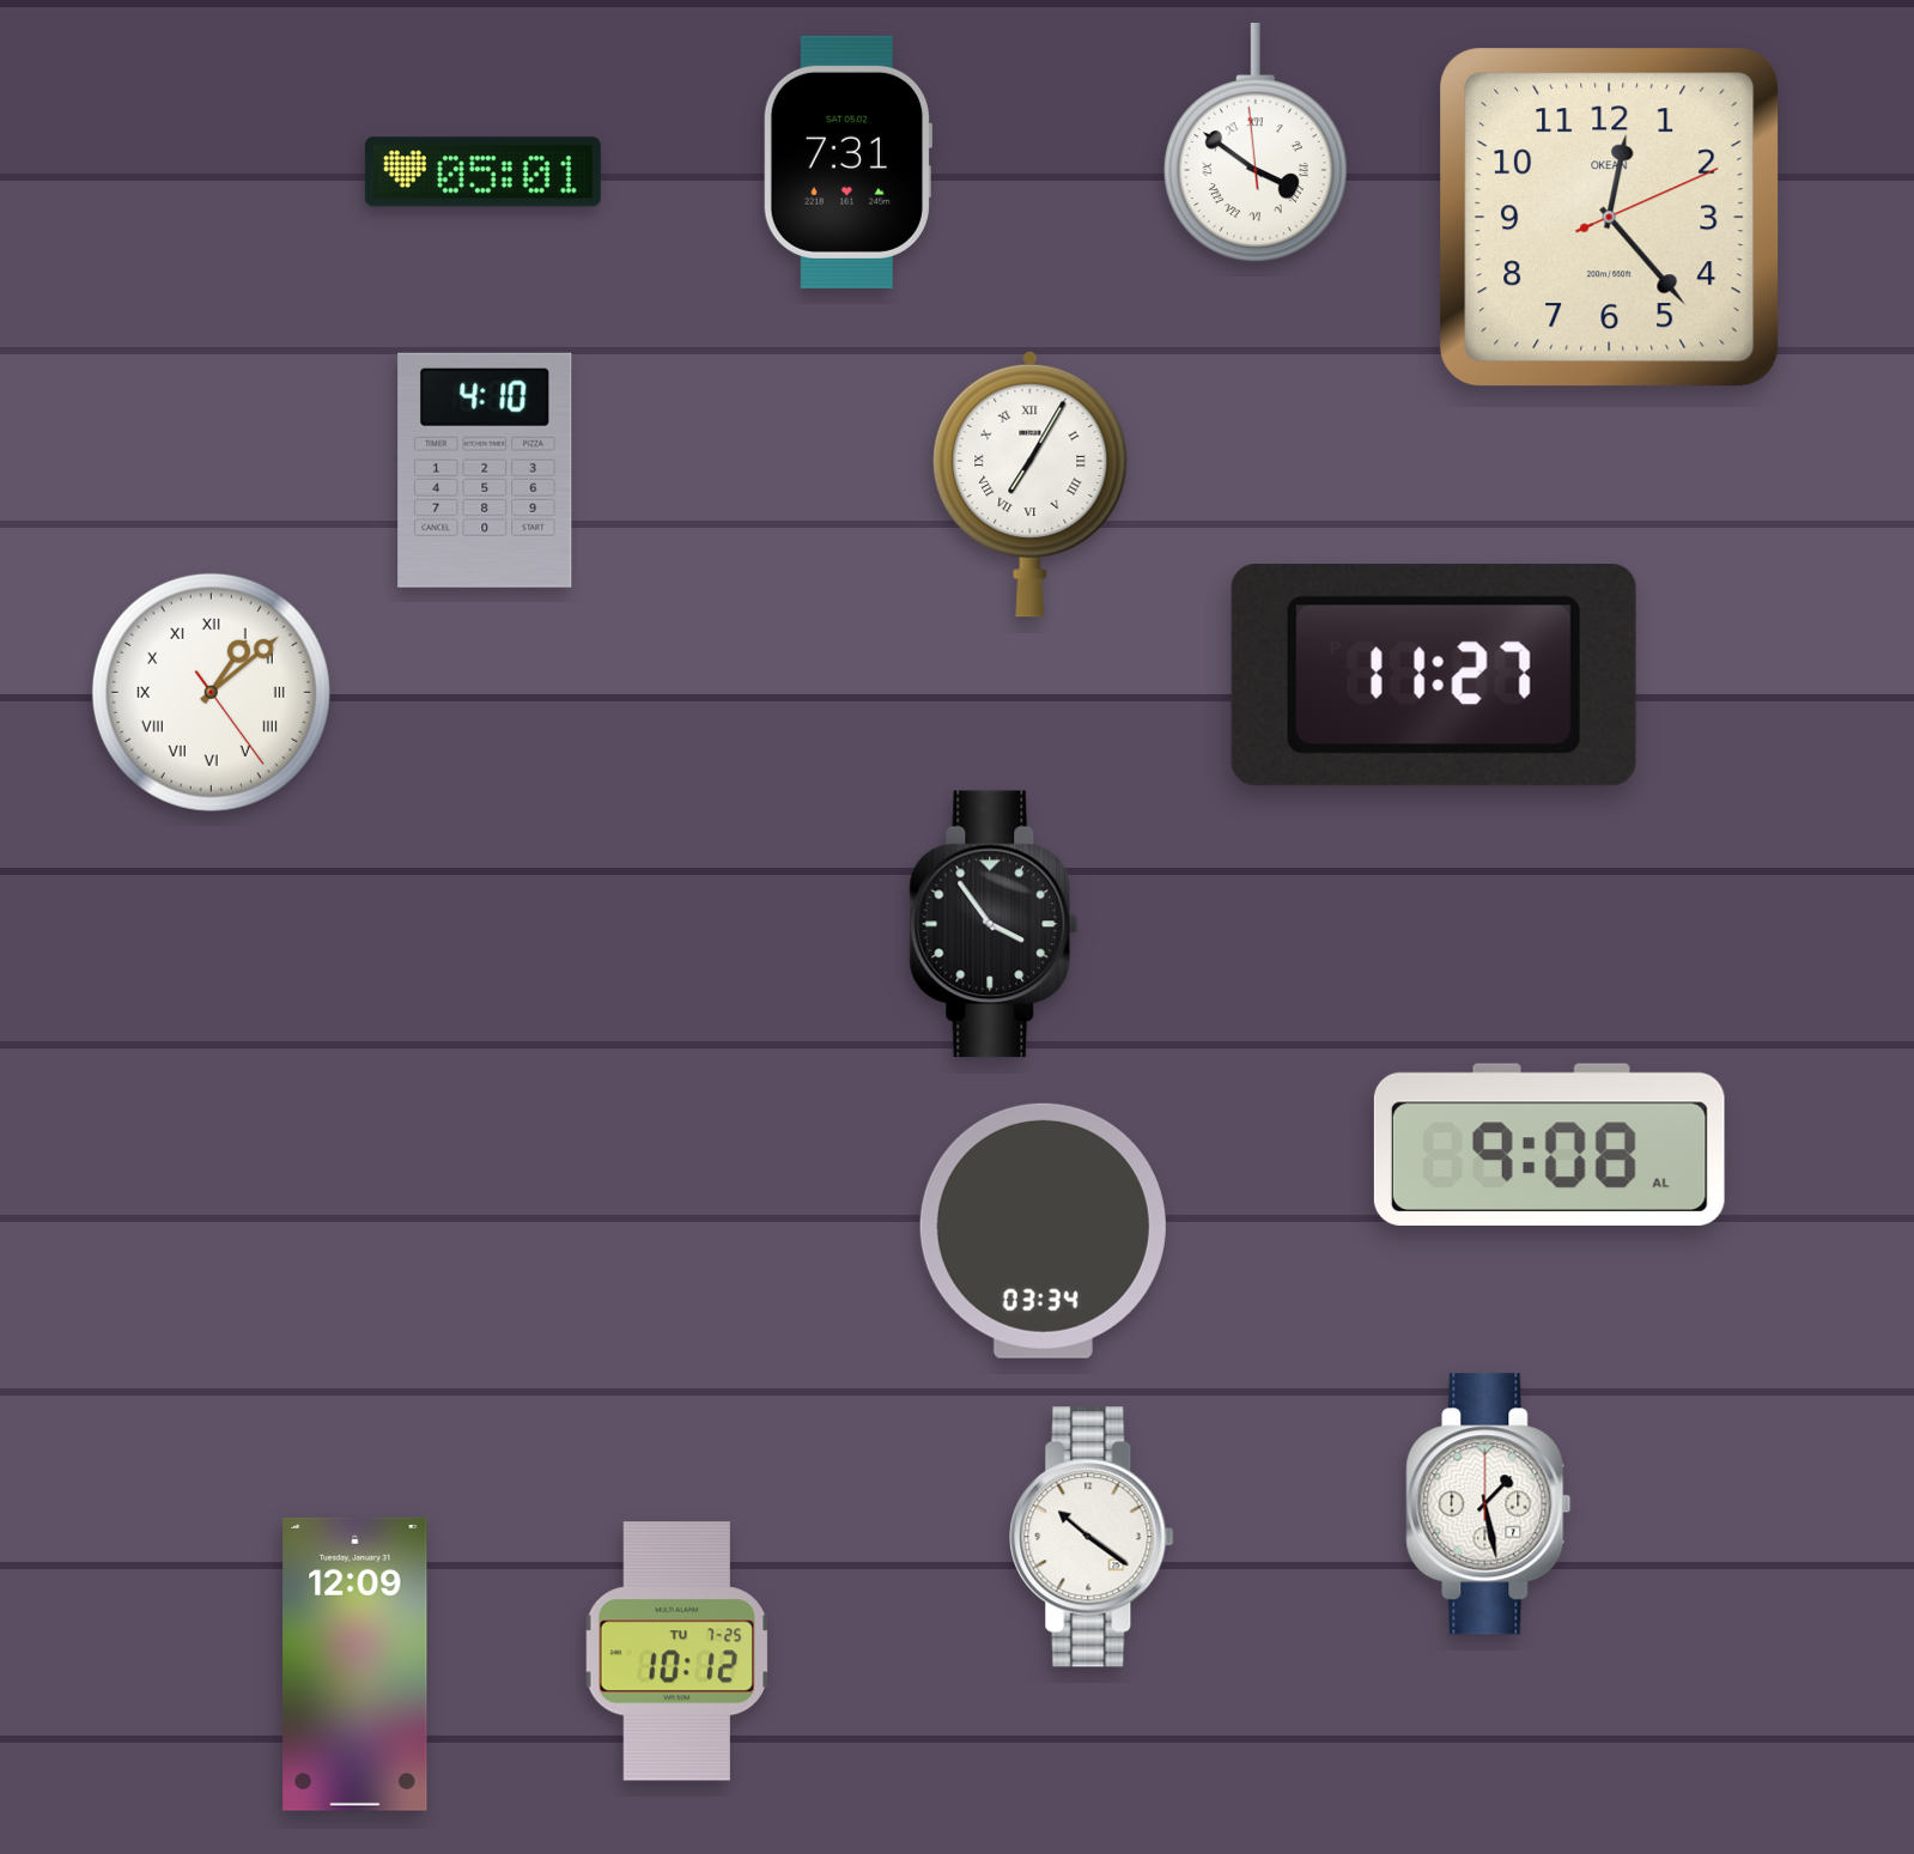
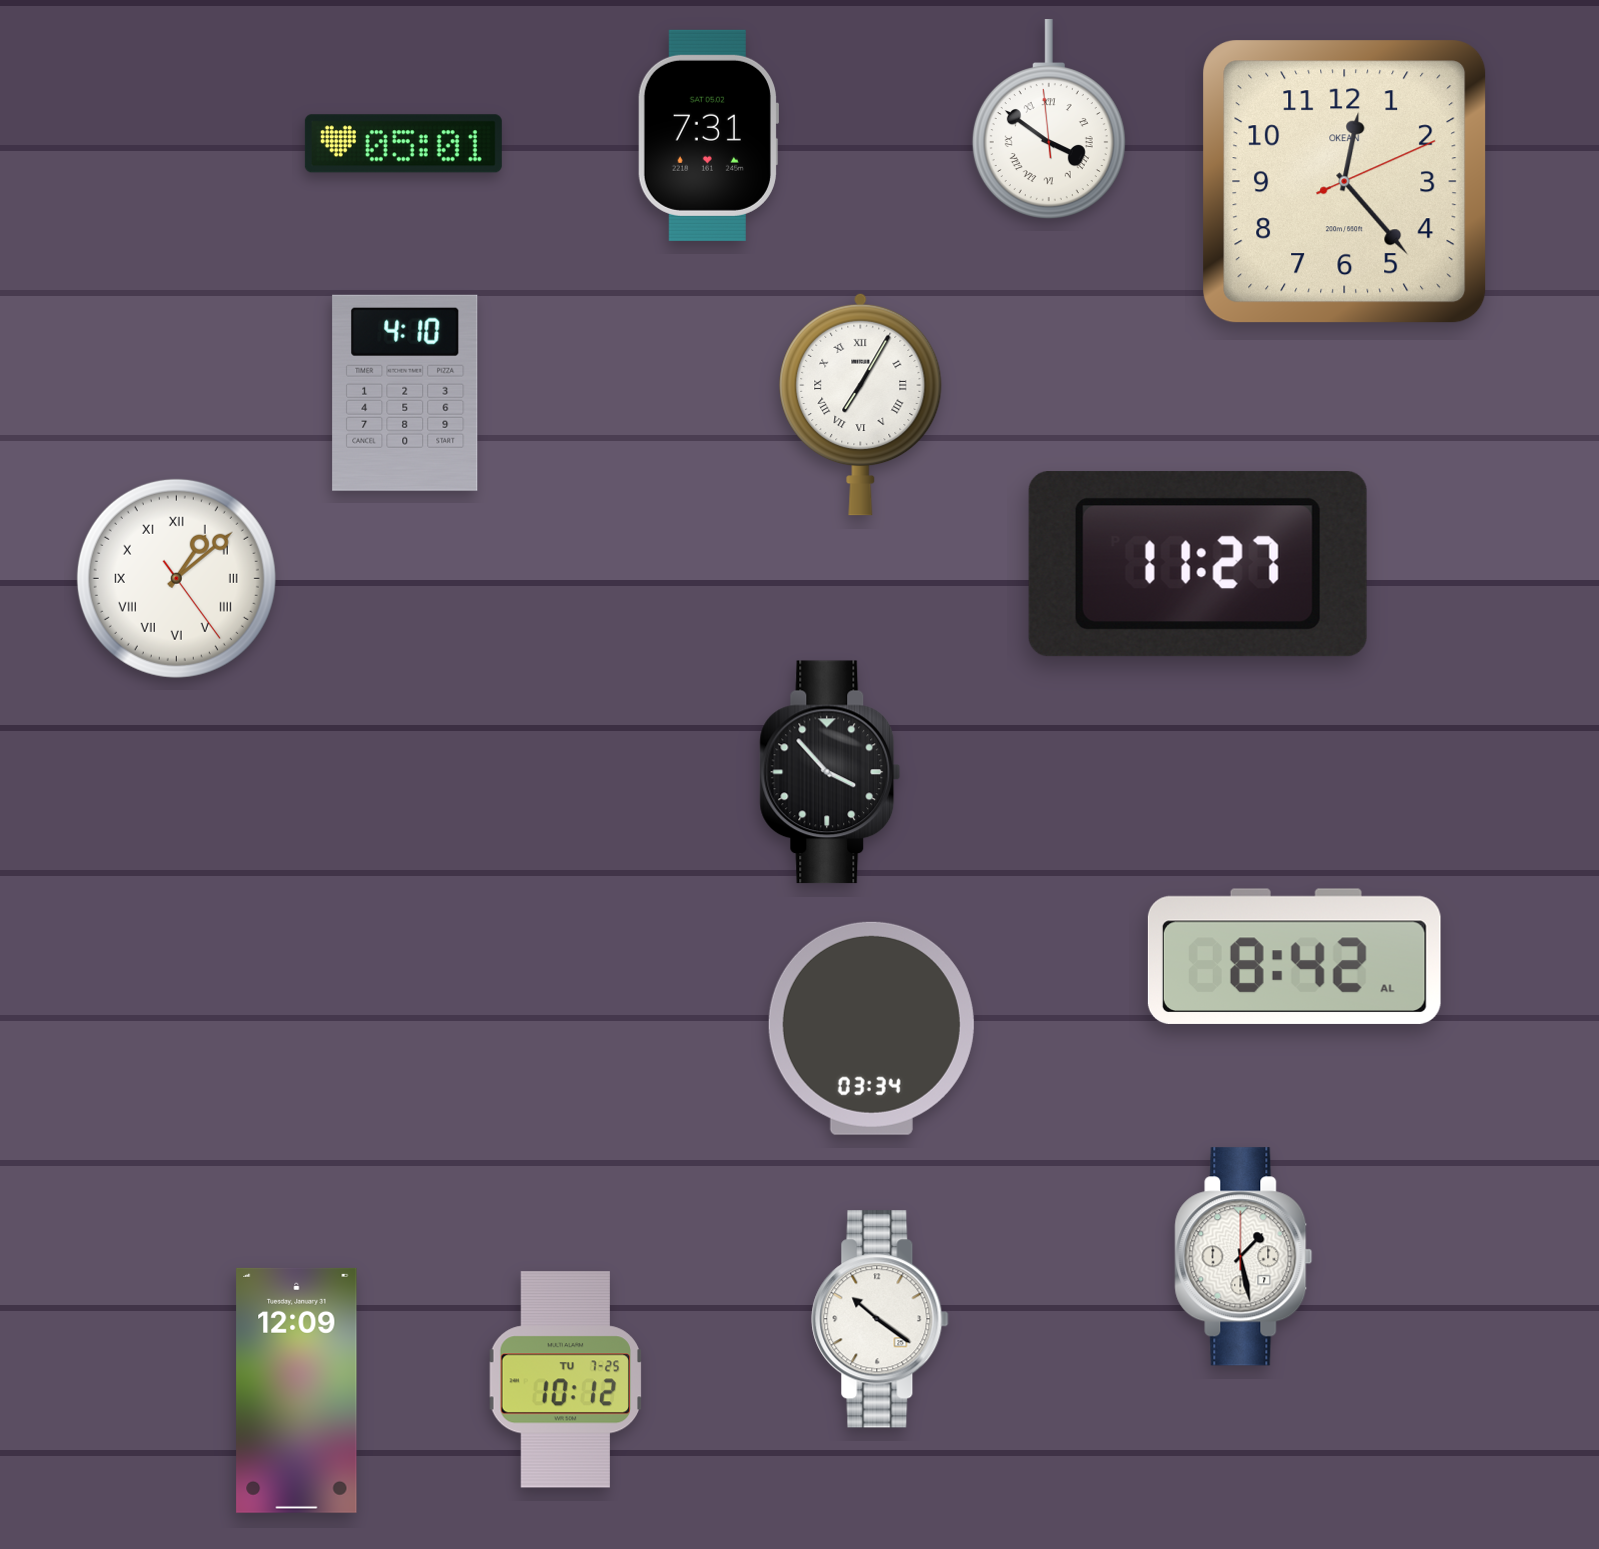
clock at (994, 924): 3:54 -> 3:53
clock at (1549, 1144): 9:08 -> 8:42
clock at (1092, 1537) position: (1092, 1537) -> (880, 1319)
